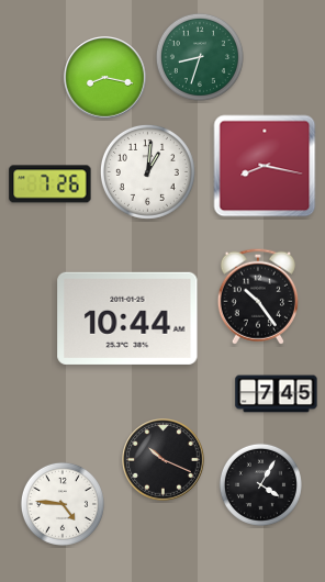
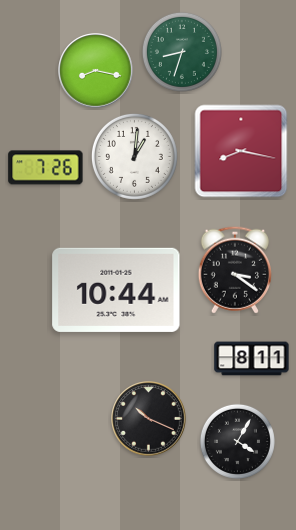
clock at (258, 296): 10:24 -> 3:21
clock at (277, 394): 7:45 -> 8:11
clock at (63, 504): 4:46 -> none
